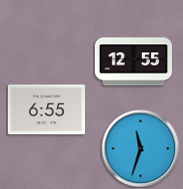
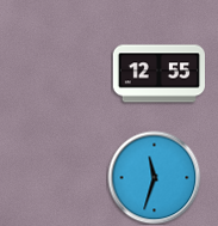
clock at (46, 110): 6:55 -> none
clock at (140, 148) position: (140, 148) -> (154, 177)
